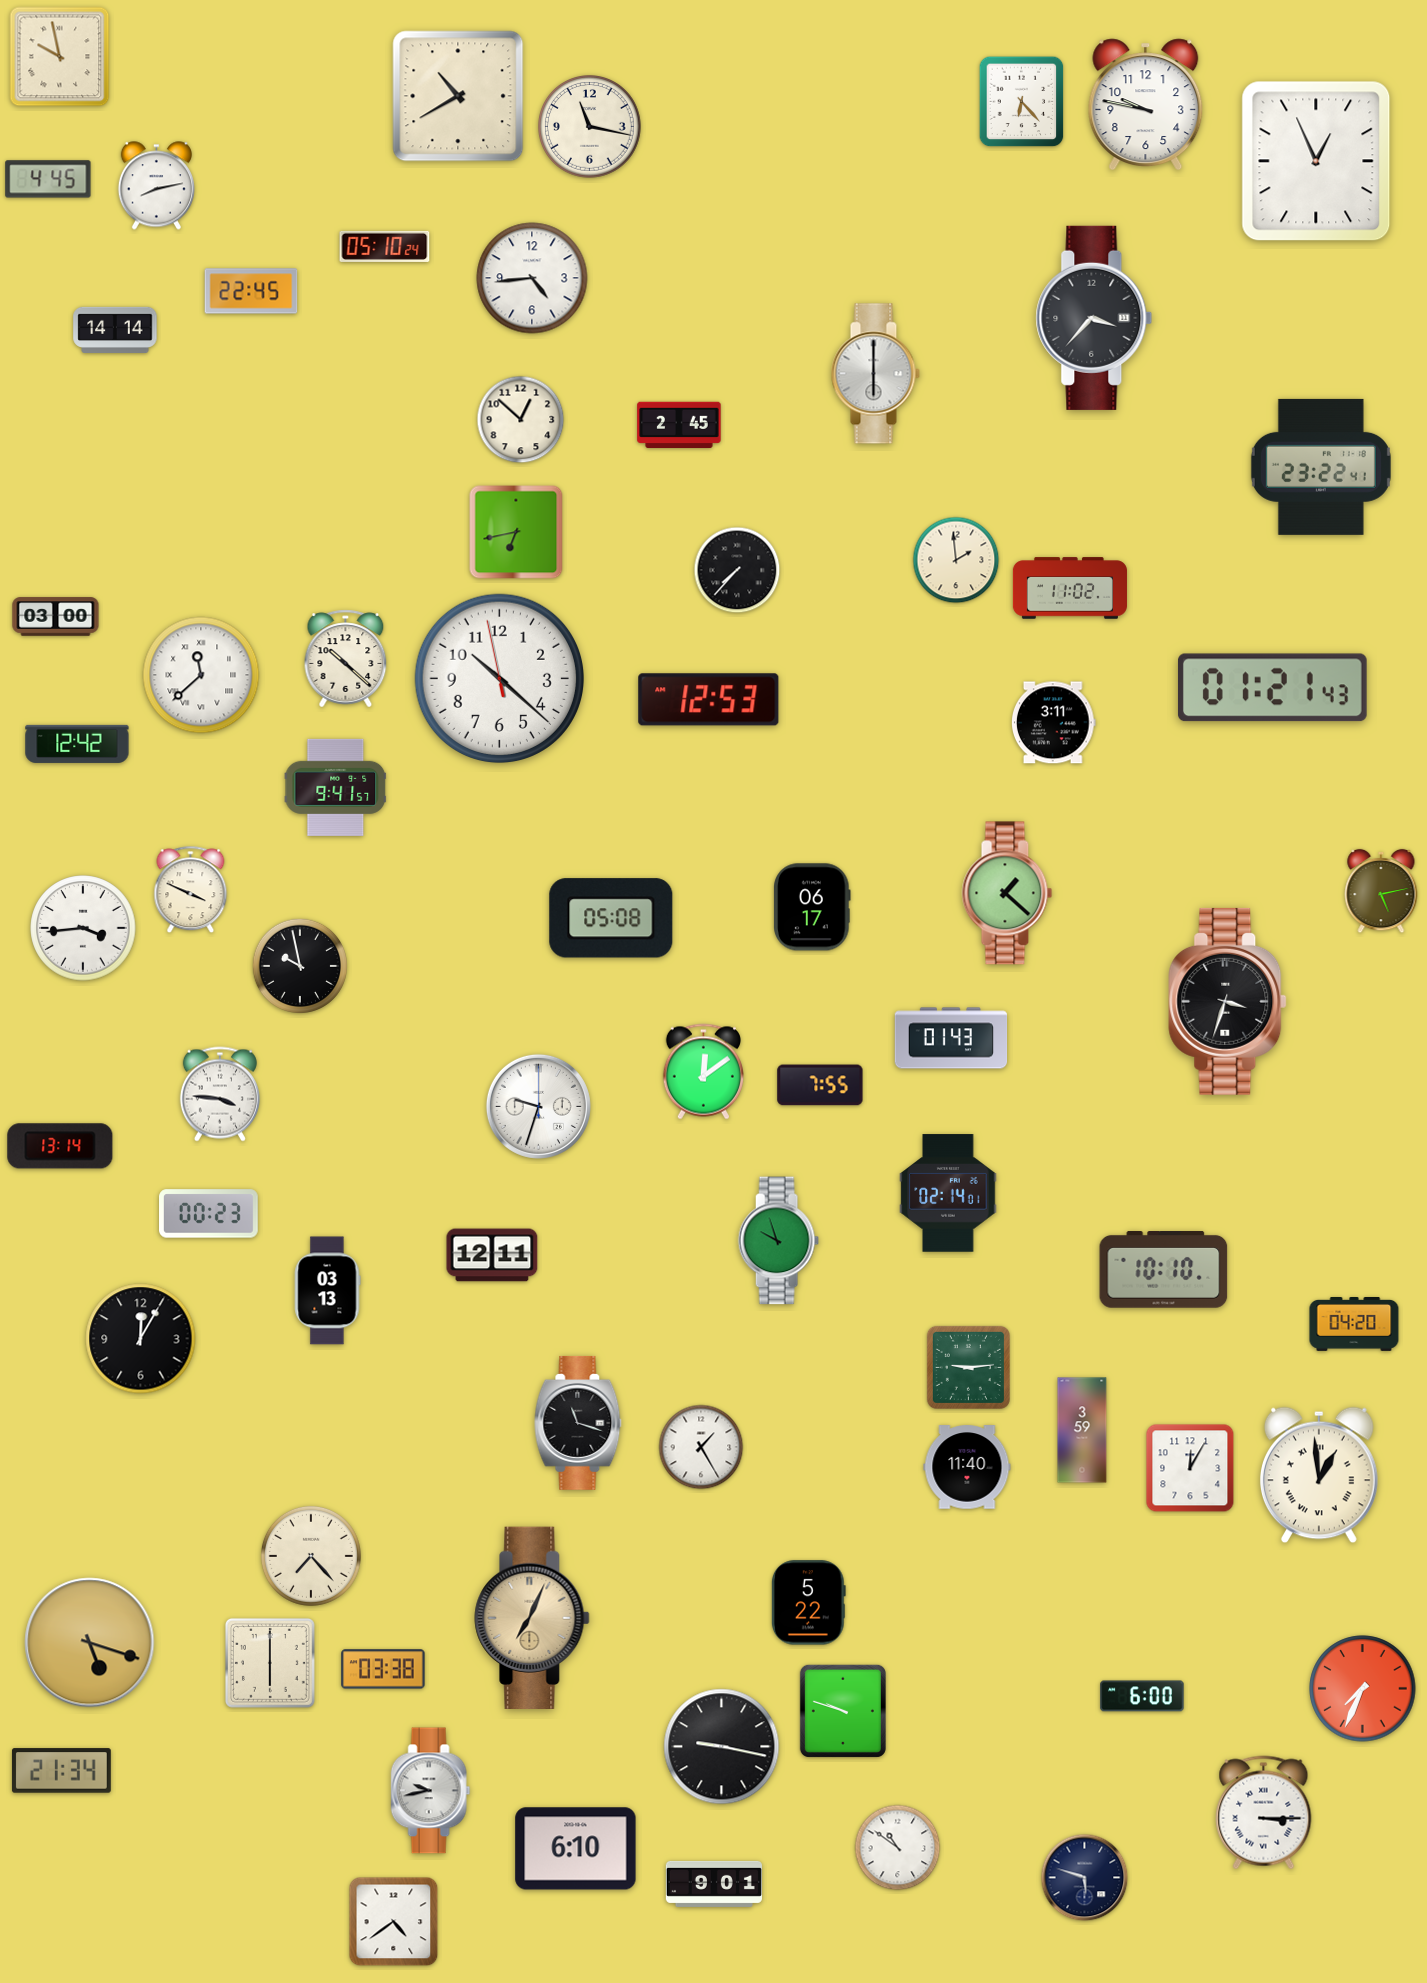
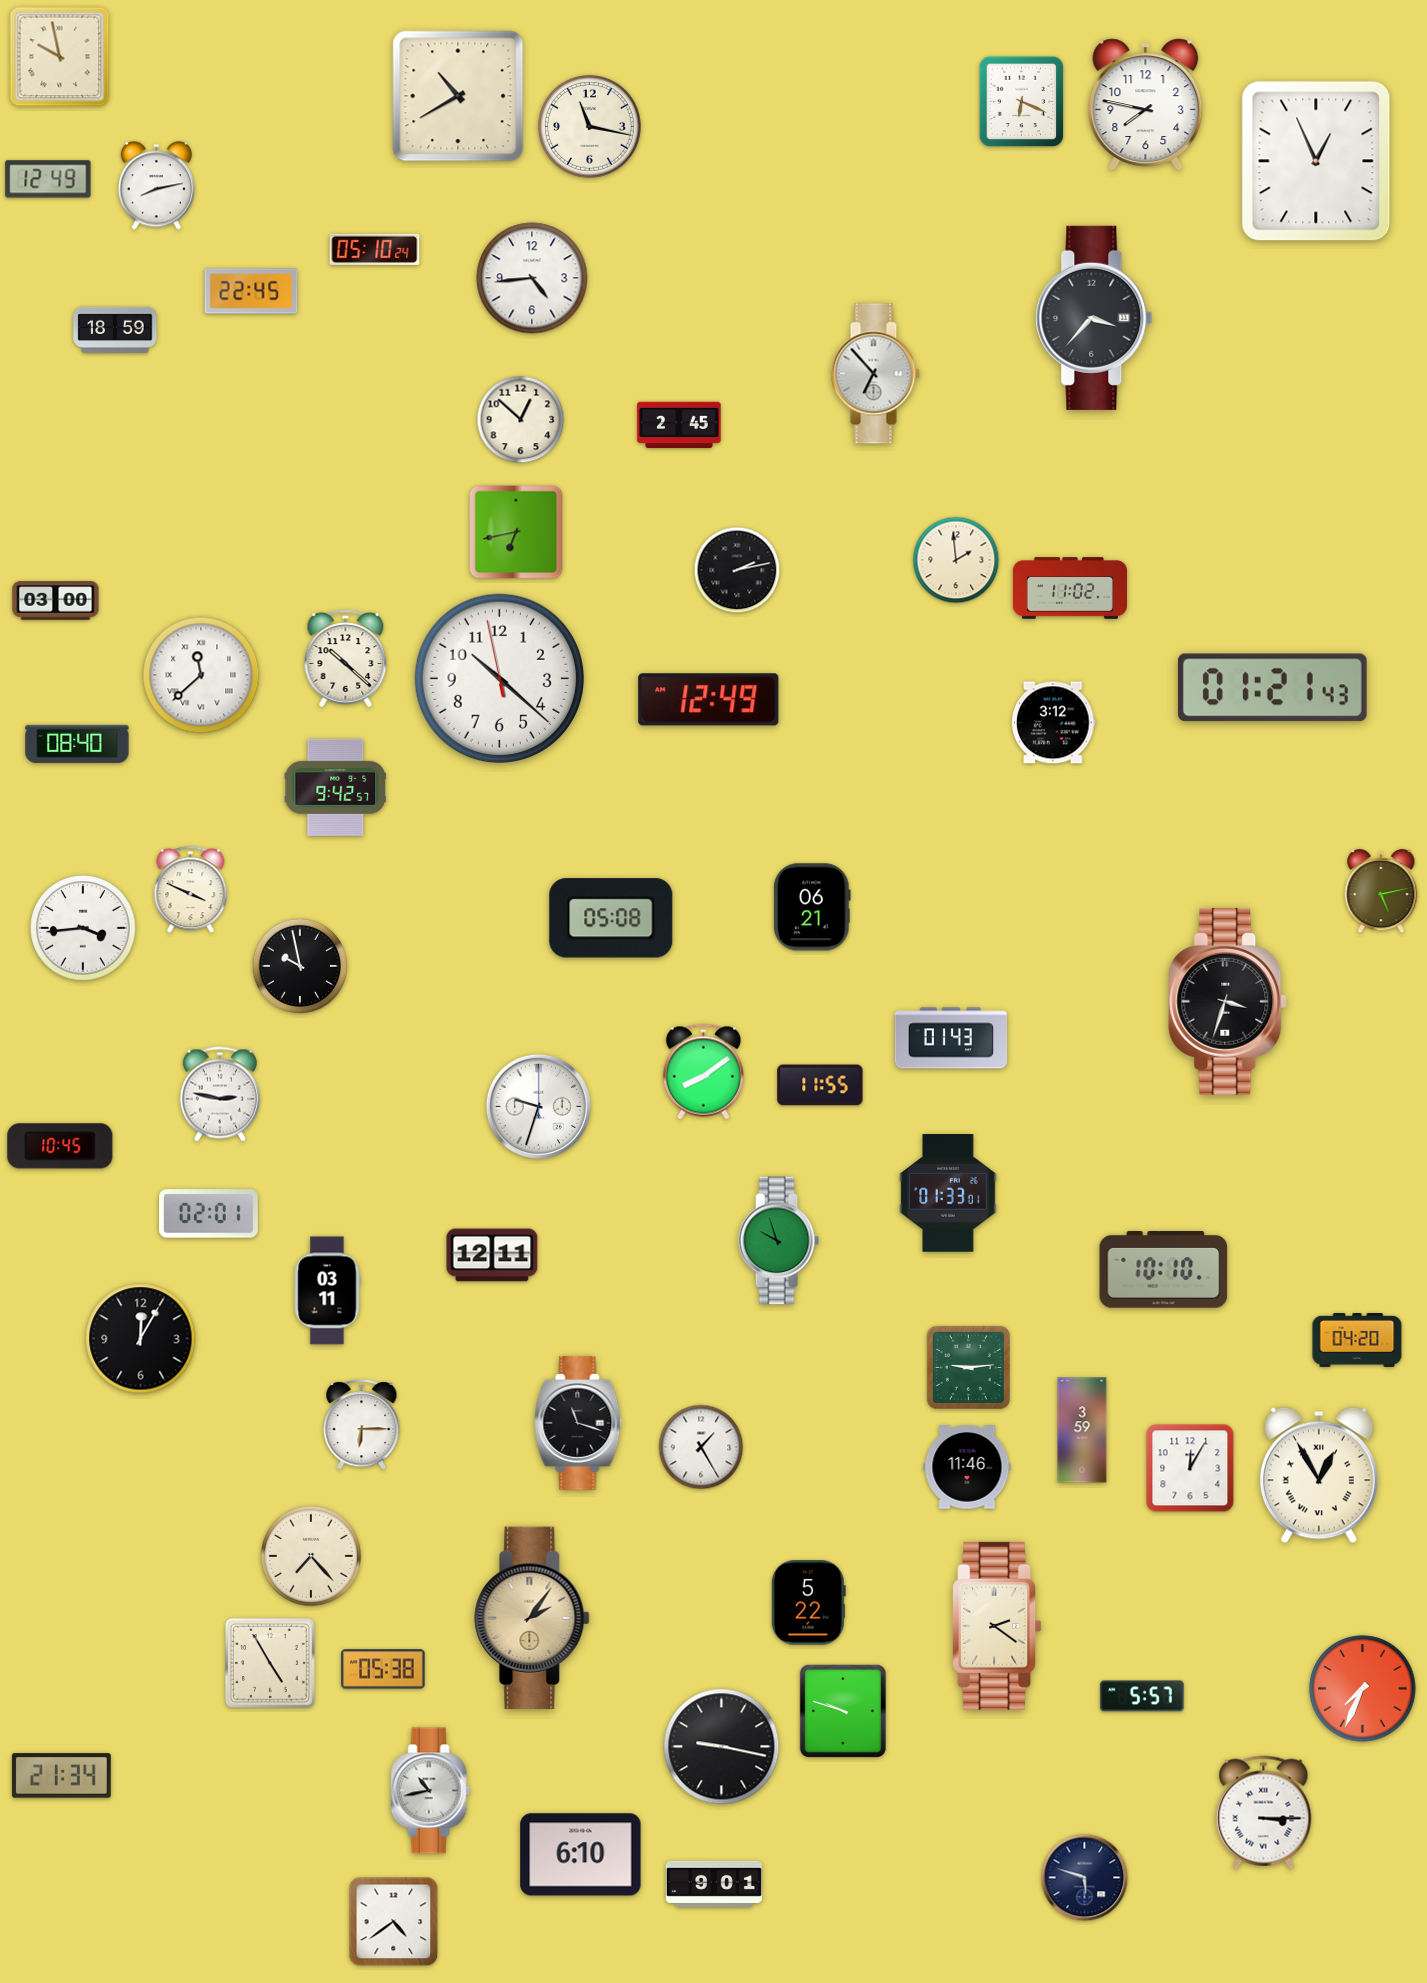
clock at (1022, 102): 6:23 -> 6:19
clock at (1146, 105): 9:47 -> 7:47
clock at (48, 179): 4:45 -> 12:49
clock at (385, 246) position: (385, 246) -> (375, 249)
clock at (115, 329): 14:14 -> 18:59
clock at (875, 374): 6:00 -> 6:53
clock at (1321, 467): 23:22 -> none
clock at (737, 570): 7:37 -> 2:13
clock at (56, 617) position: (56, 617) -> (56, 601)
clock at (709, 700): 12:53 -> 12:49
clock at (1053, 723): 3:11 -> 3:12
clock at (77, 744): 12:42 -> 08:40
clock at (336, 787): 9:41 -> 9:42
clock at (1007, 893): 1:22 -> none
clock at (812, 907): 06:17 -> 06:21
clock at (703, 1072): 12:09 -> 8:09
clock at (820, 1085): 7:55 -> 11:55
clock at (220, 1094): 3:46 -> 2:47
clock at (60, 1146): 13:14 -> 10:45
clock at (948, 1193): 02:14 -> 01:33
clock at (209, 1214): 00:23 -> 02:01
clock at (327, 1291): 03:13 -> 03:11
clock at (1354, 1325) position: (1354, 1325) -> (1357, 1341)
clock at (362, 1425): none -> 6:15
clock at (967, 1467): 11:40 -> 11:46
clock at (1319, 1475): 12:59 -> 12:55
clock at (532, 1617): 7:04 -> 2:06
clock at (997, 1626): none -> 2:21
clock at (90, 1643): 5:18 -> none
clock at (270, 1663): 6:00 -> 4:55
clock at (383, 1669): 03:38 -> 05:38
clock at (1142, 1696): 6:00 -> 5:57
clock at (62, 1771) position: (62, 1771) -> (62, 1776)
clock at (431, 1791): 9:43 -> 10:43
clock at (898, 1848): 10:51 -> none
clock at (576, 1849) position: (576, 1849) -> (581, 1855)
